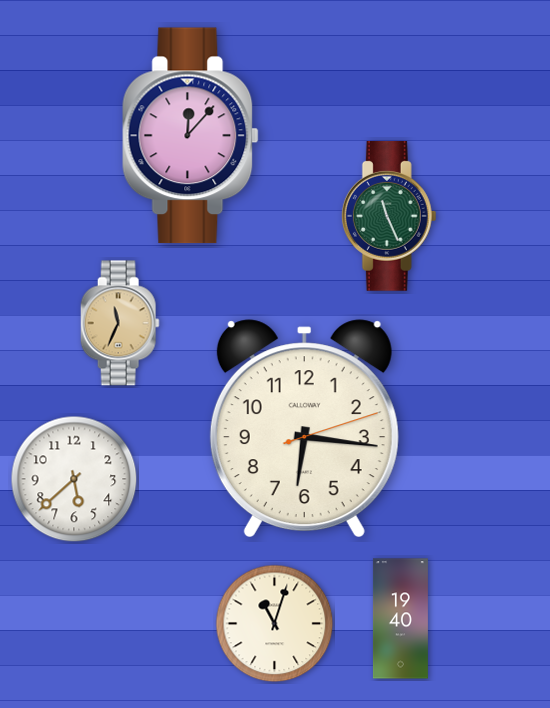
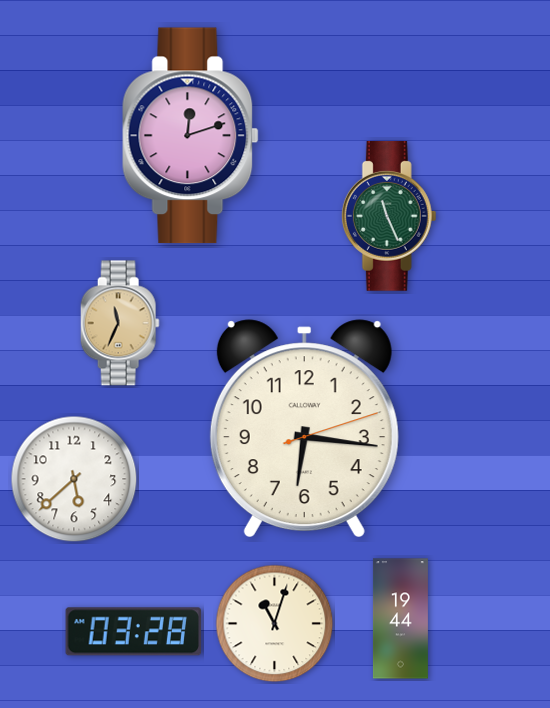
clock at (191, 136): 12:07 -> 12:12
clock at (400, 619): 19:40 -> 19:44
clock at (134, 632): none -> 03:28
